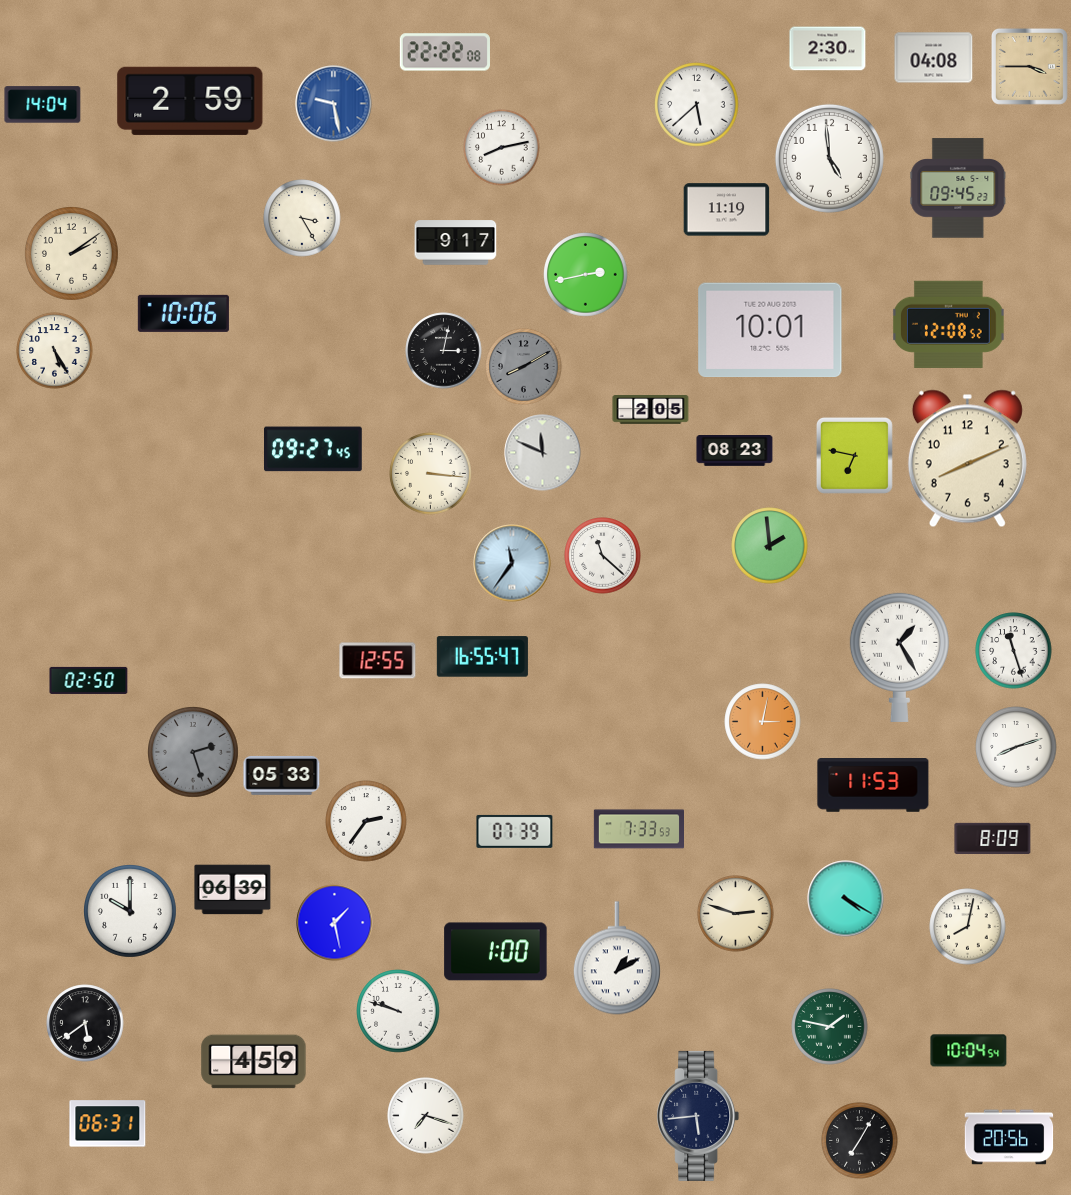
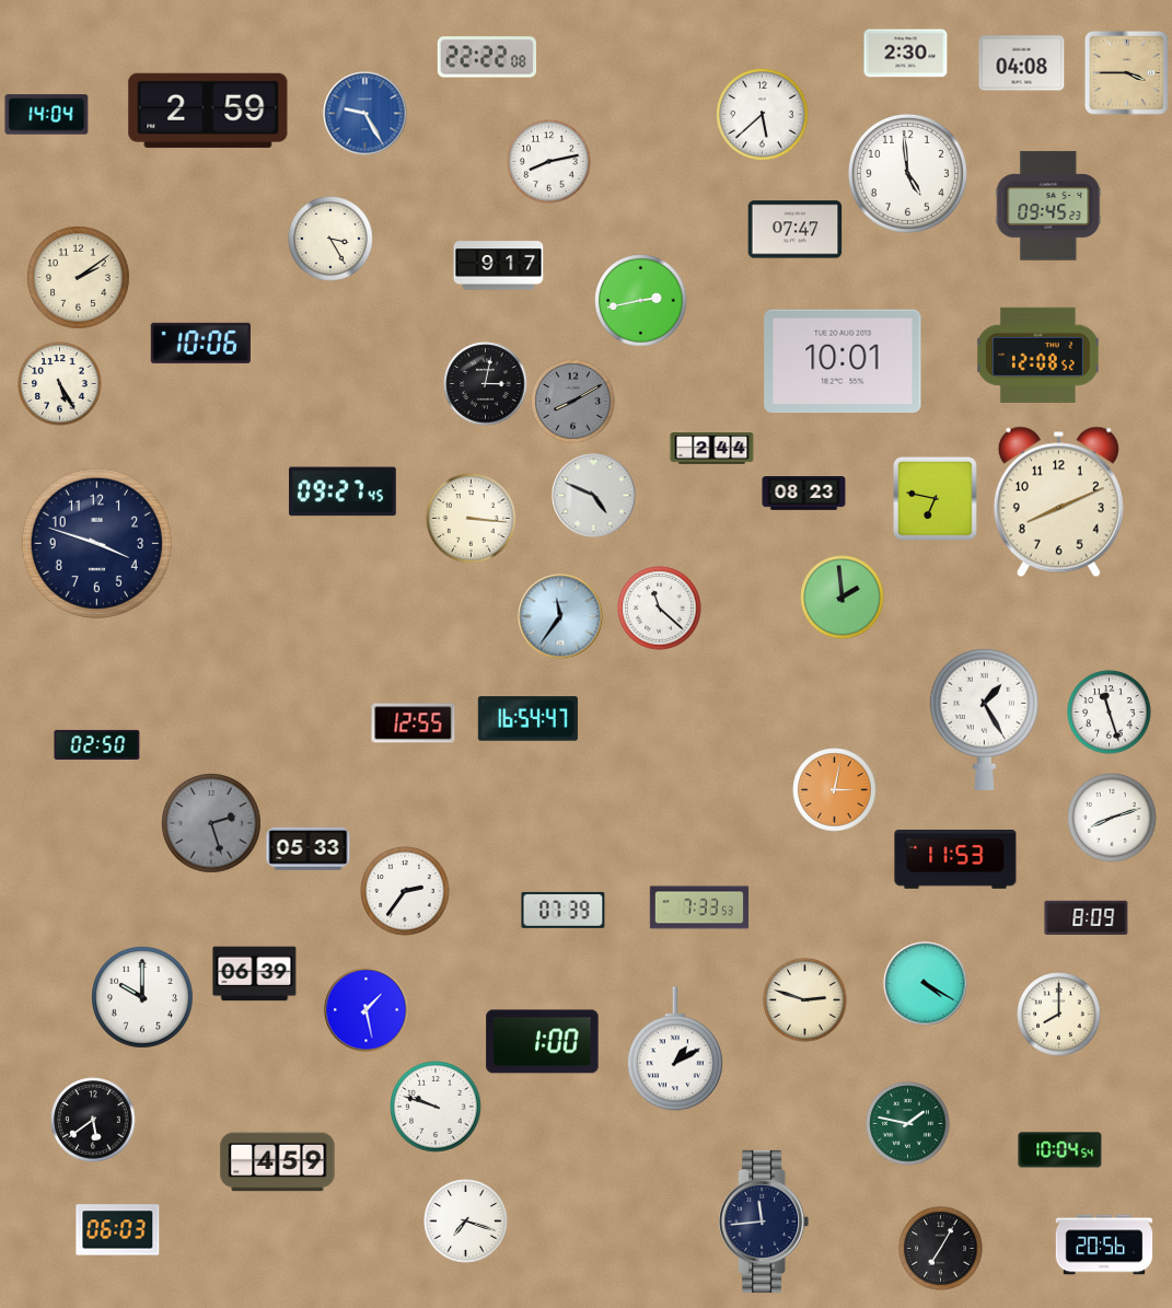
clock at (334, 104): 9:28 -> 9:25
clock at (727, 210): 11:19 -> 07:47
clock at (651, 410): 2:05 -> 2:44
clock at (543, 453): 11:49 -> 4:49
clock at (96, 543): none -> 3:48
clock at (482, 657): 16:55 -> 16:54
clock at (366, 821) position: (366, 821) -> (405, 891)
clock at (968, 927): 8:02 -> 8:00
clock at (698, 1116): 5:44 -> 11:44
clock at (108, 1124): 06:31 -> 06:03
